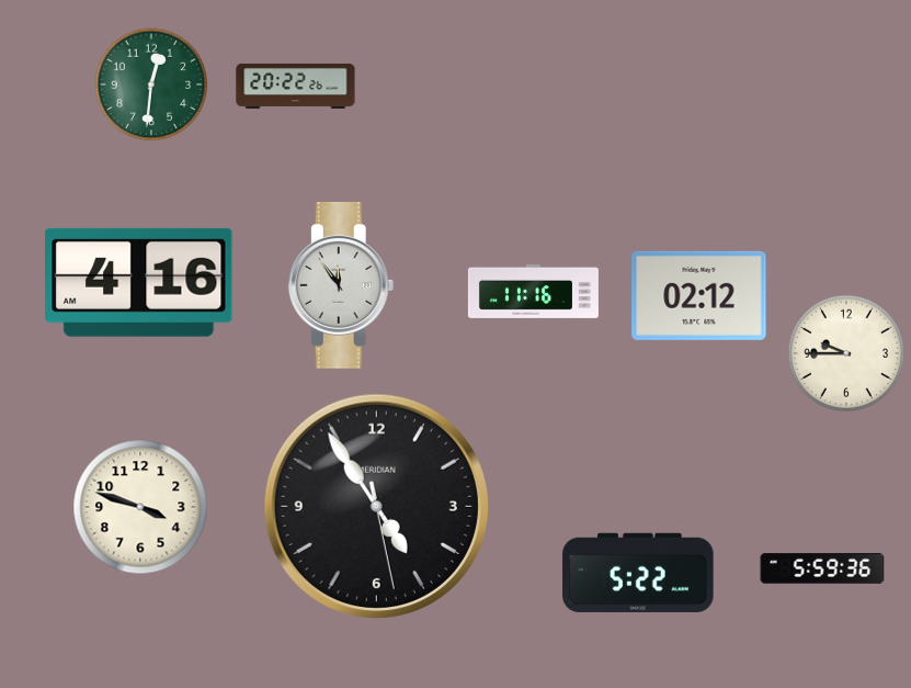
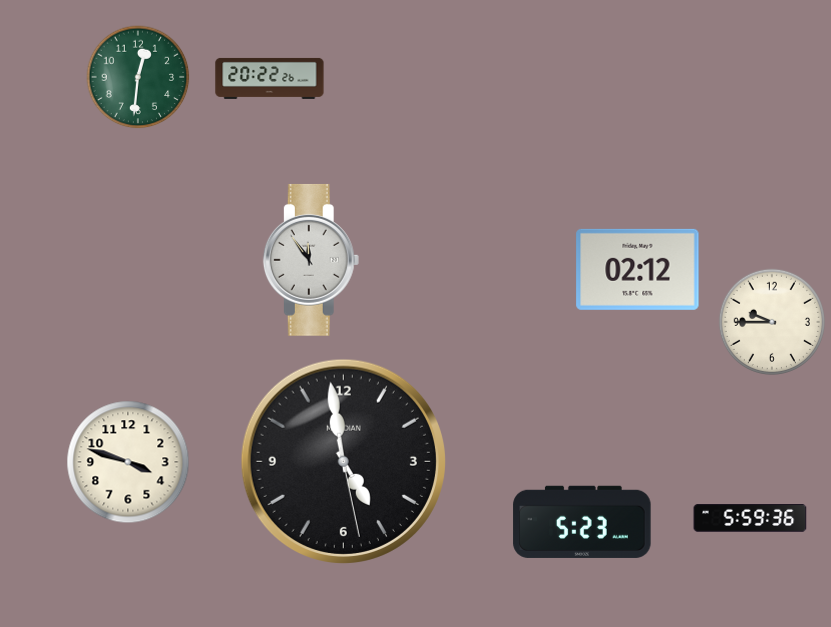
clock at (139, 282): 4:16 -> none
clock at (533, 291): 11:16 -> none
clock at (376, 506): 4:54 -> 4:58
clock at (638, 573): 5:22 -> 5:23
